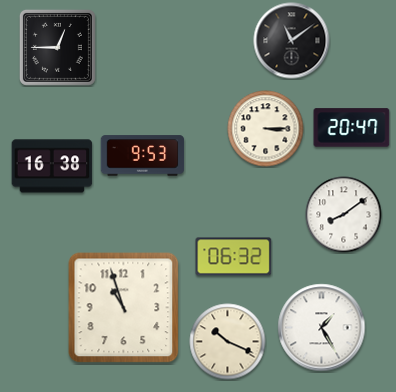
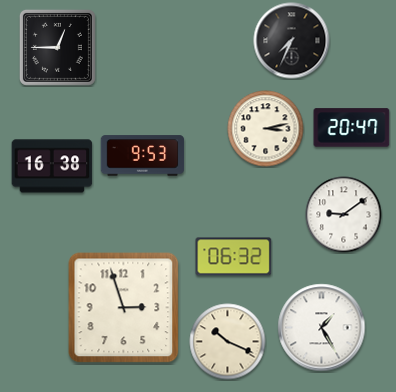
clock at (292, 41): 11:09 -> 7:34
clock at (266, 129): 3:15 -> 3:13
clock at (344, 215): 8:09 -> 9:09
clock at (124, 308): 10:57 -> 2:57
